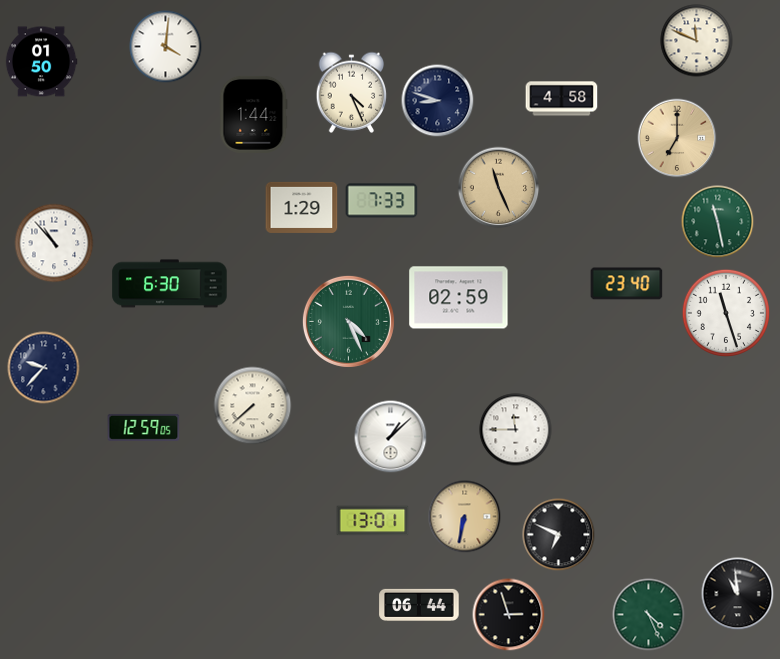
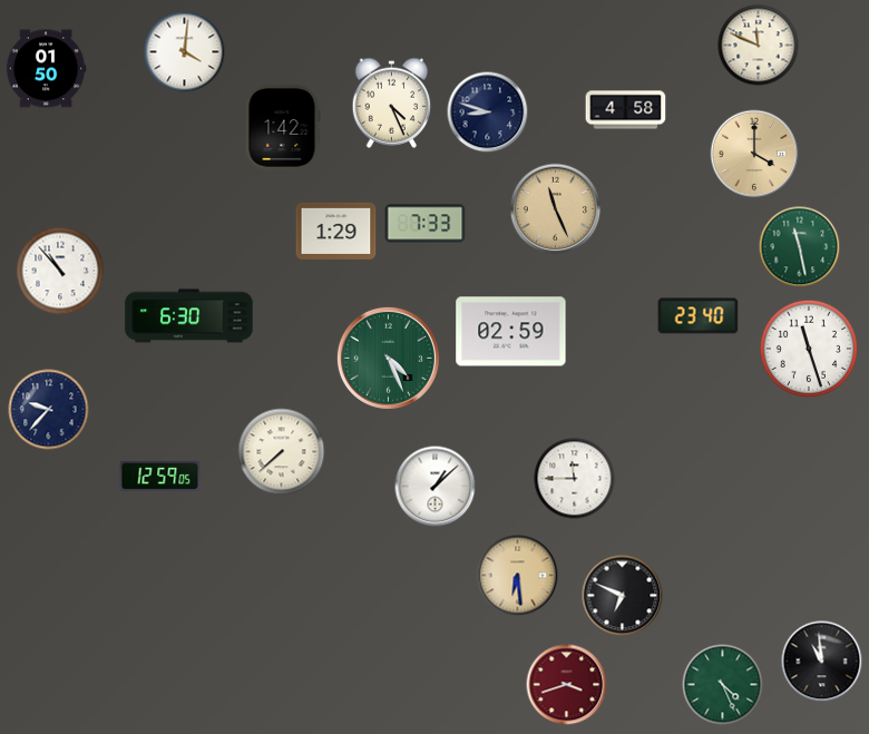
clock at (697, 41) position: (697, 41) -> (759, 46)
clock at (253, 114): 1:44 -> 1:42
clock at (677, 138): 7:00 -> 4:00
clock at (465, 517): 6:32 -> 6:29
clock at (373, 521): 13:01 -> none
clock at (419, 605): 06:44 -> none
clock at (509, 615): 2:57 -> 3:42
clock at (509, 615) dial: black -> burgundy
